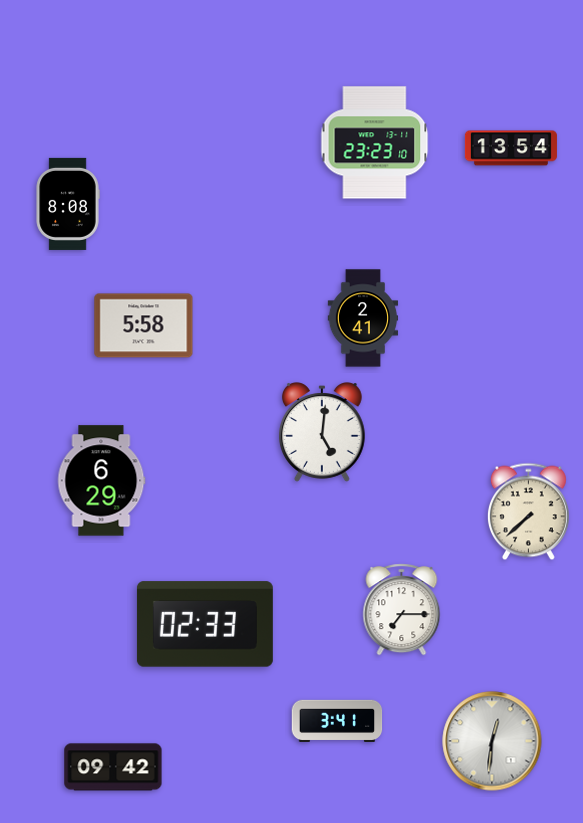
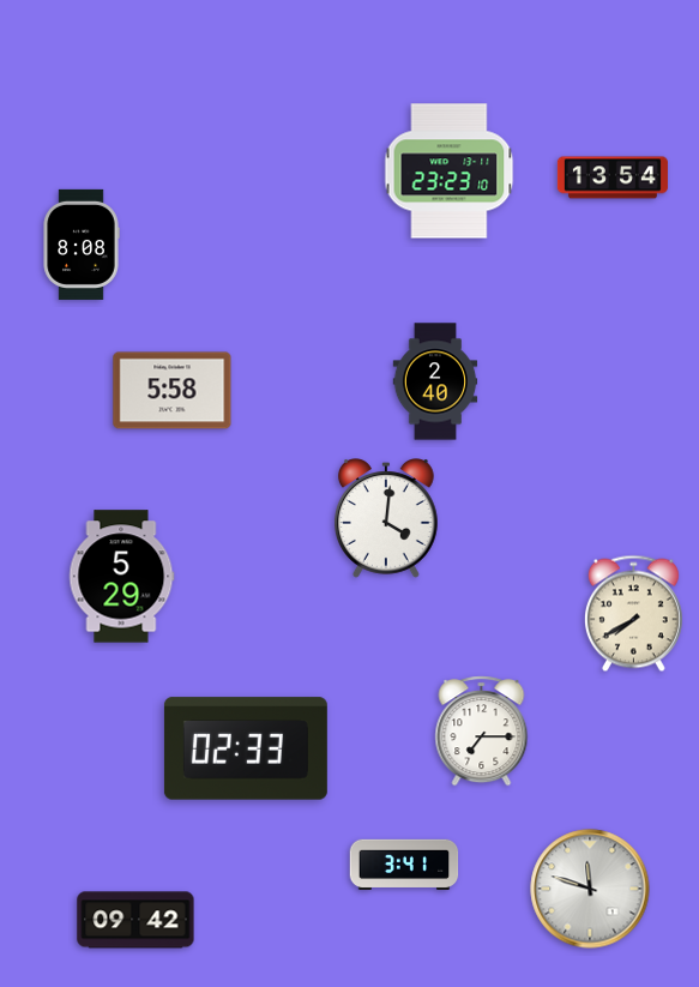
clock at (363, 318): 2:41 -> 2:40
clock at (322, 432): 5:01 -> 4:01
clock at (101, 481): 6:29 -> 5:29
clock at (528, 512): 7:38 -> 7:40
clock at (492, 741): 12:31 -> 11:48
